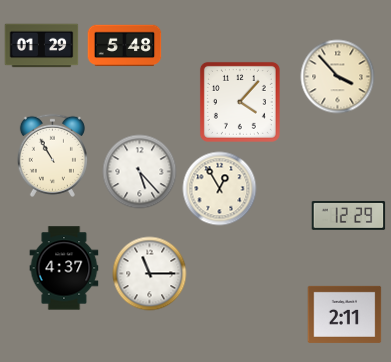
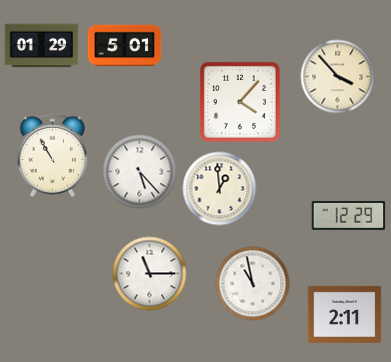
clock at (125, 46): 5:48 -> 5:01
clock at (220, 189): 12:55 -> 12:59
clock at (64, 268): 4:37 -> none
clock at (253, 284): none -> 10:58
